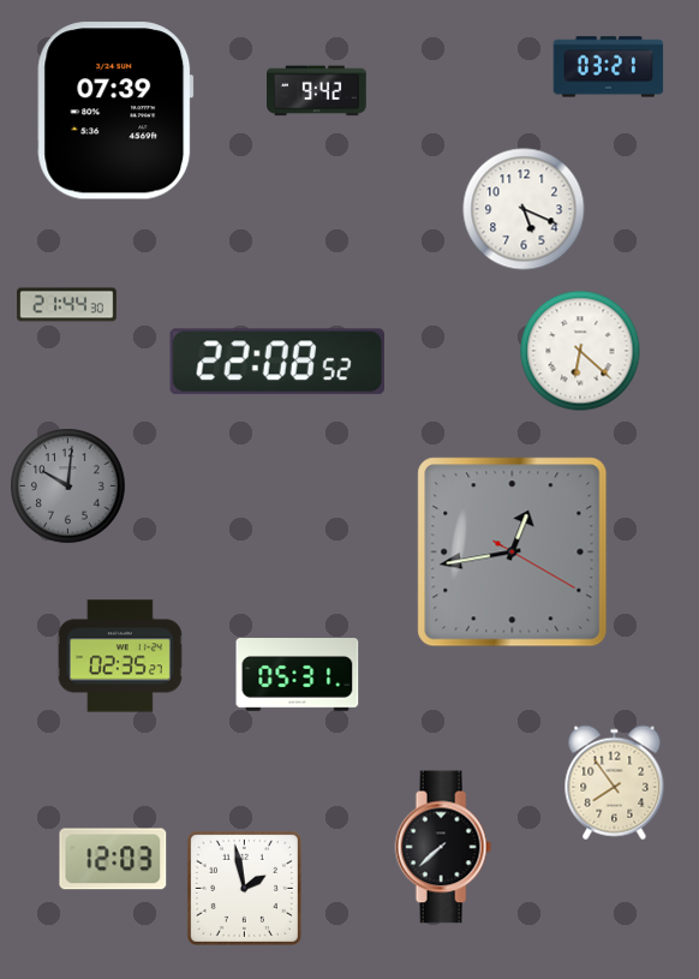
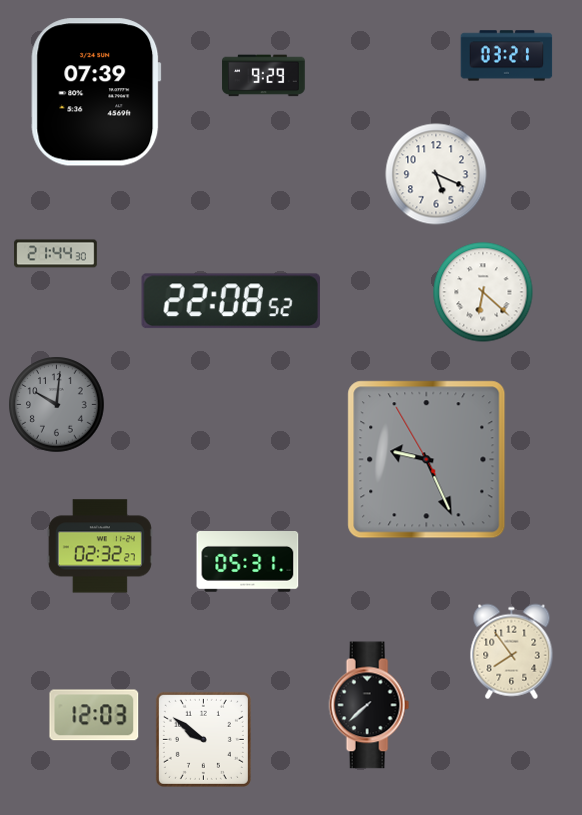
clock at (317, 91): 9:42 -> 9:29
clock at (513, 553): 12:43 -> 9:25
clock at (120, 656): 02:35 -> 02:32
clock at (244, 888): 1:58 -> 9:51
